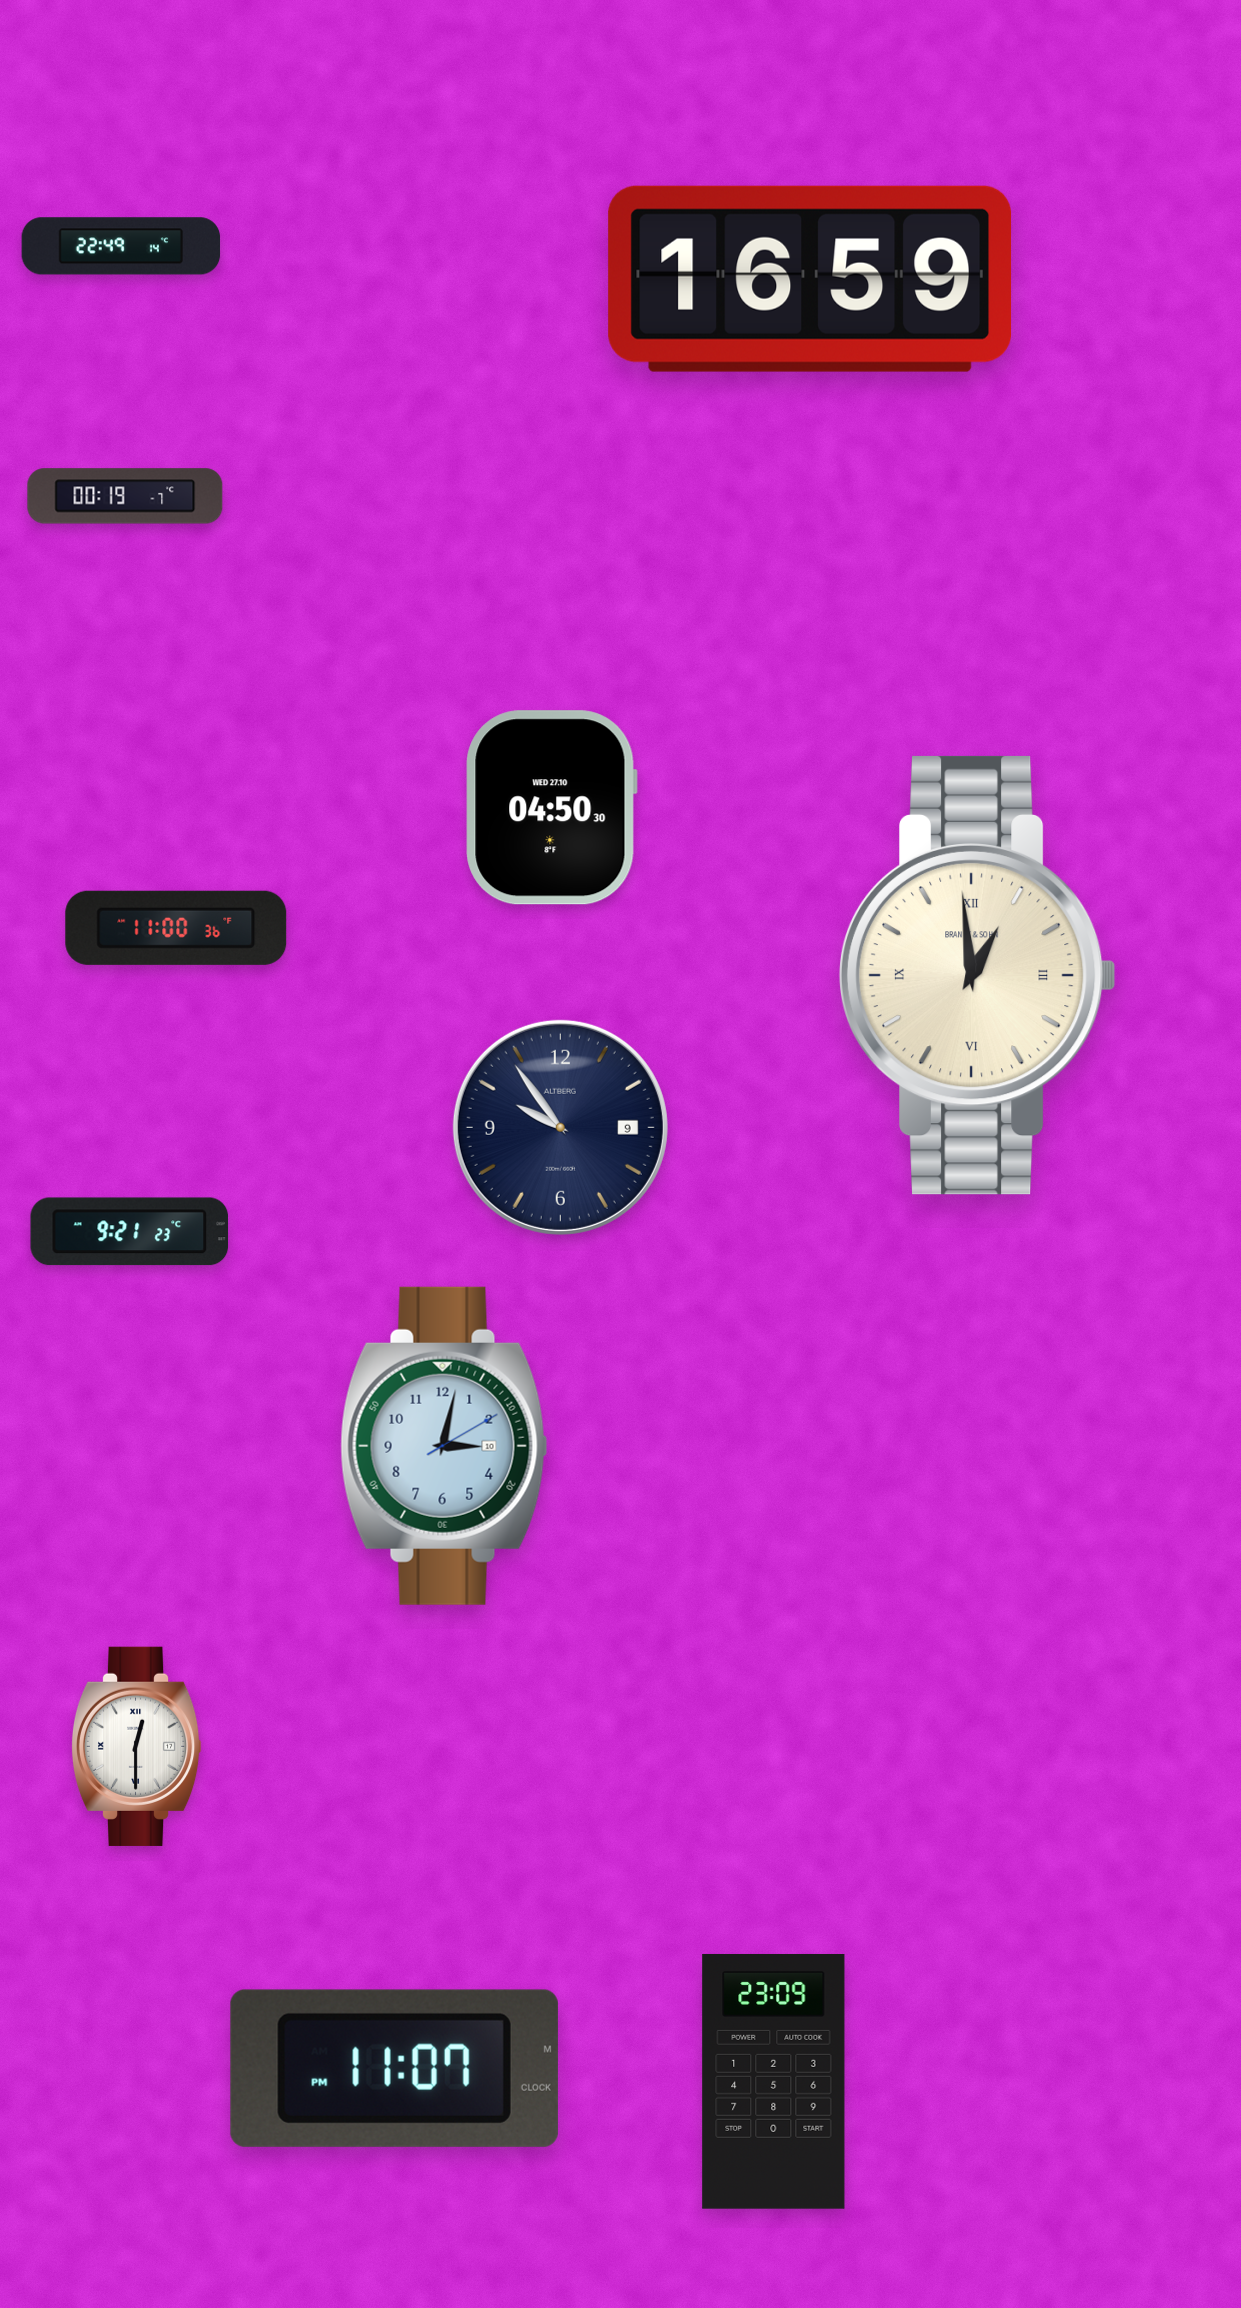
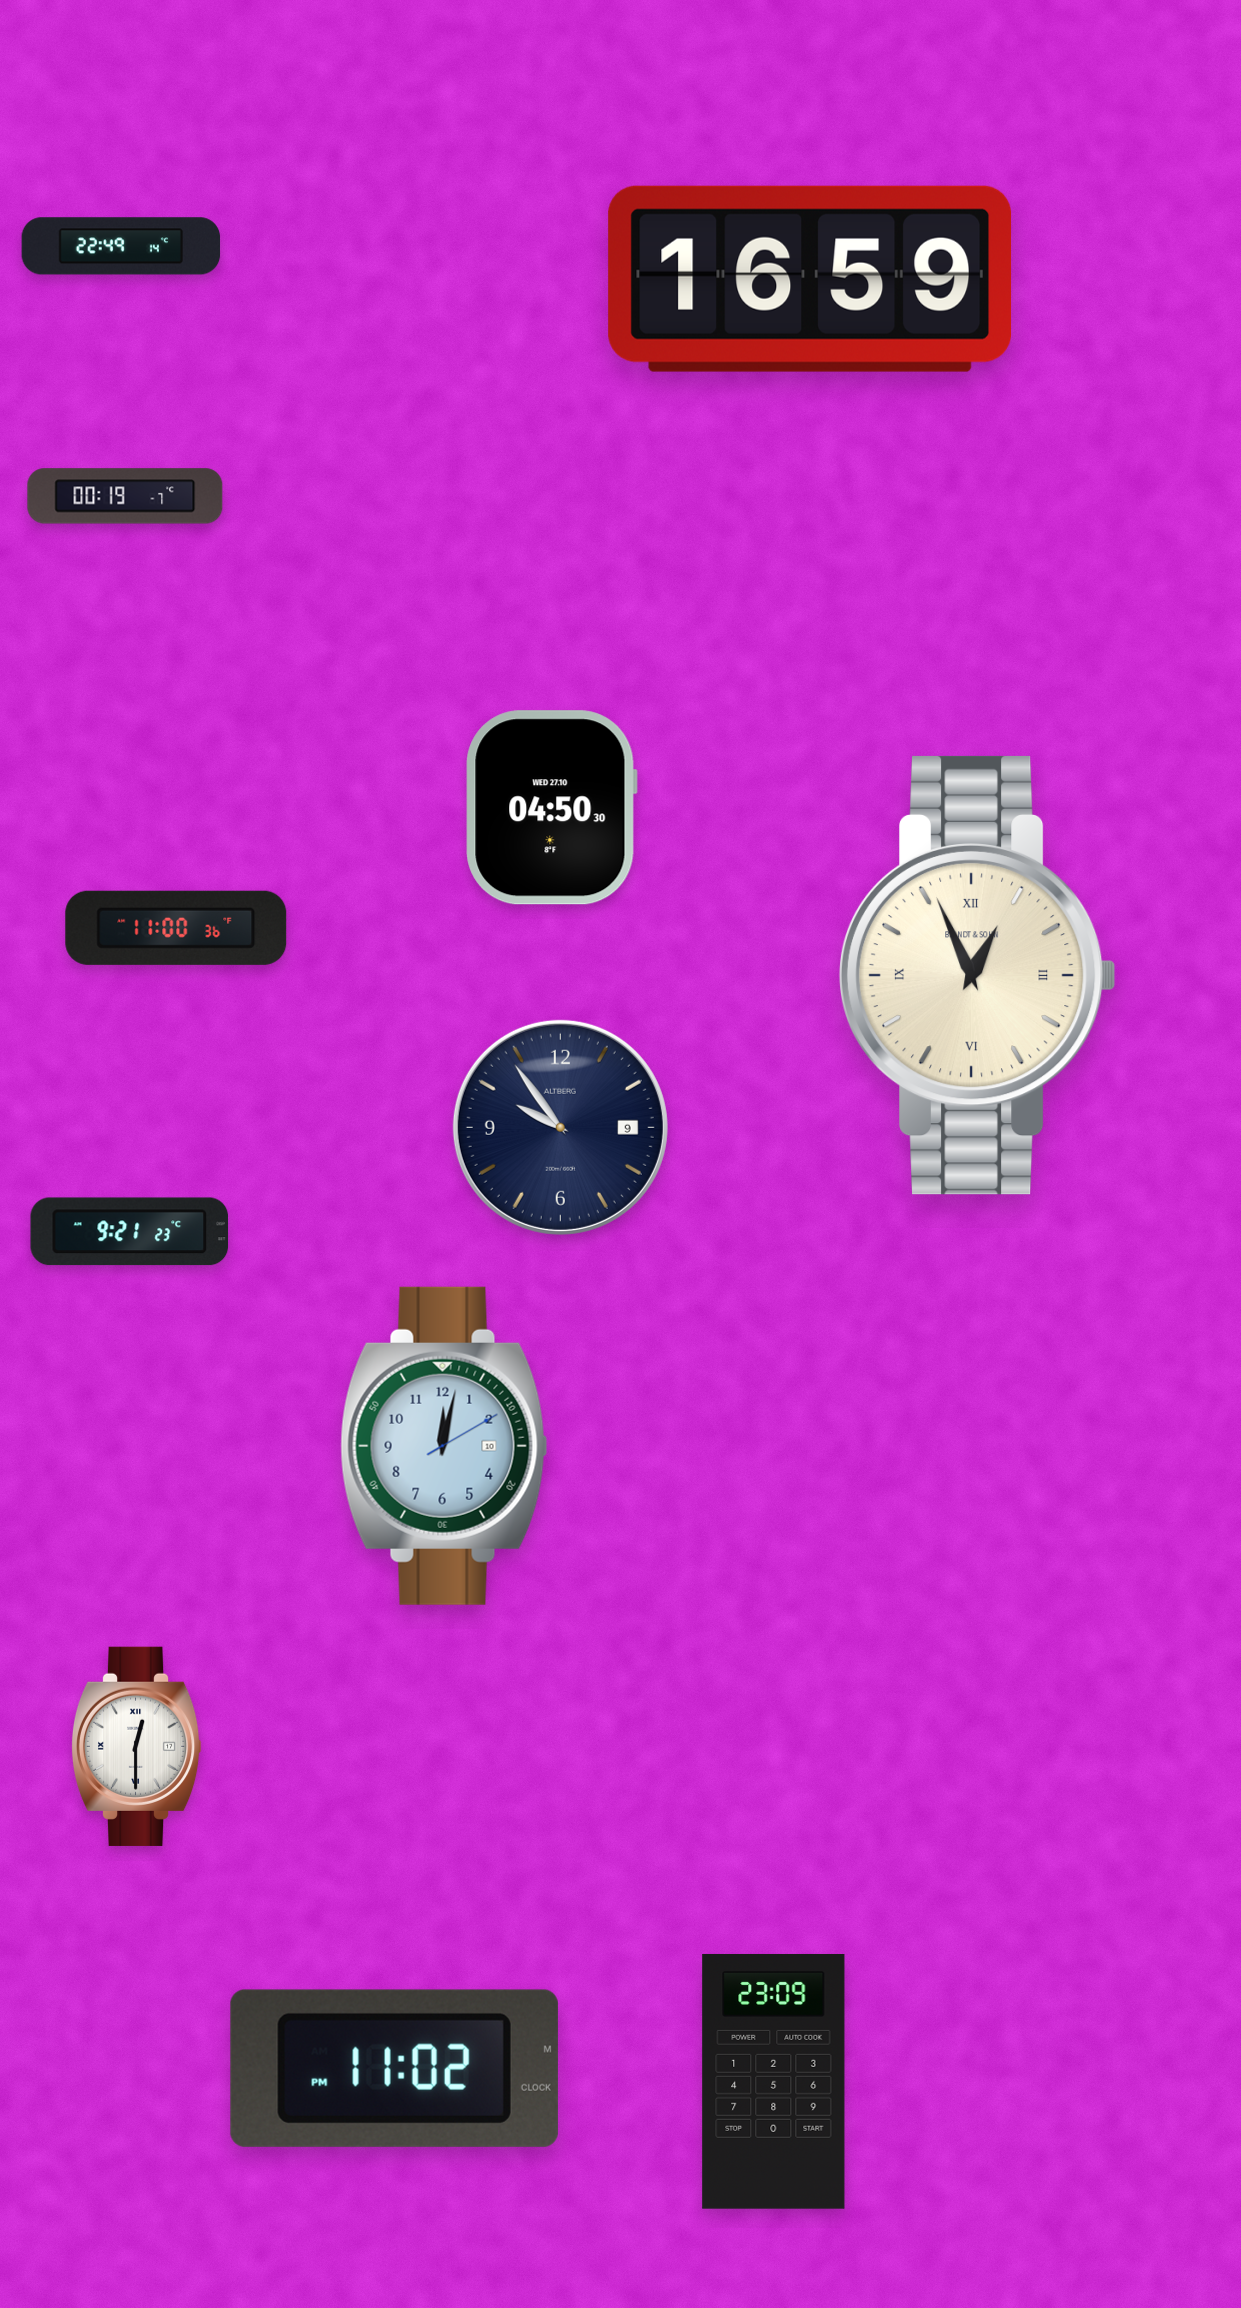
clock at (977, 975): 12:59 -> 12:56
clock at (444, 1446): 3:02 -> 12:02
clock at (394, 2068): 11:07 -> 11:02
